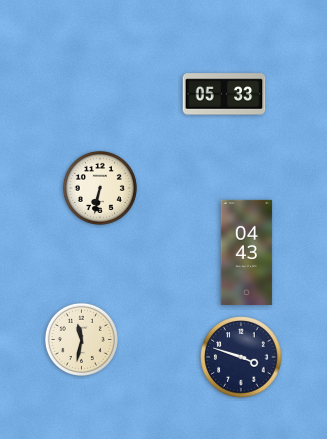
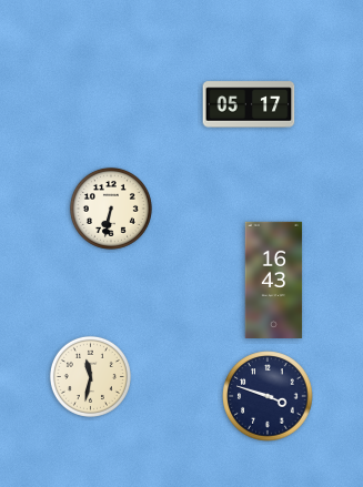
clock at (224, 94): 05:33 -> 05:17
clock at (247, 252): 04:43 -> 16:43
